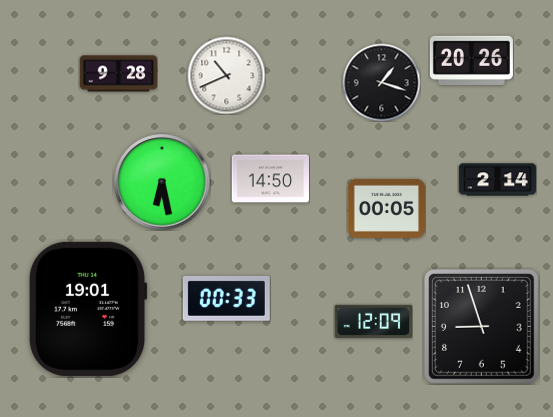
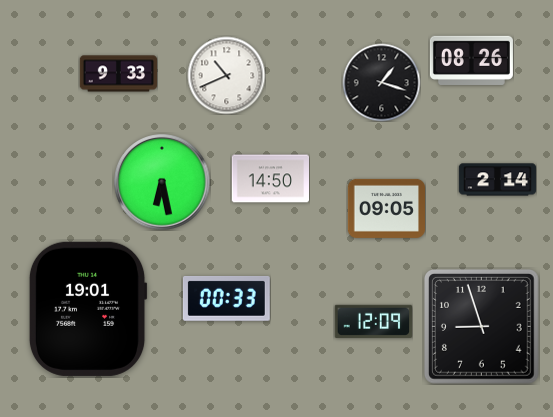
clock at (471, 60): 20:26 -> 08:26
clock at (118, 74): 9:28 -> 9:33
clock at (386, 208): 00:05 -> 09:05
